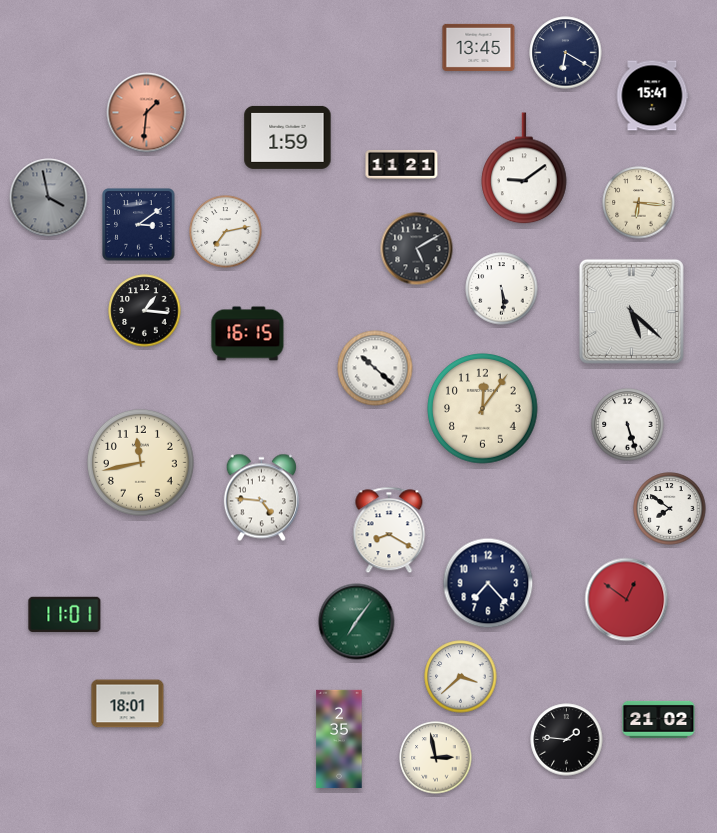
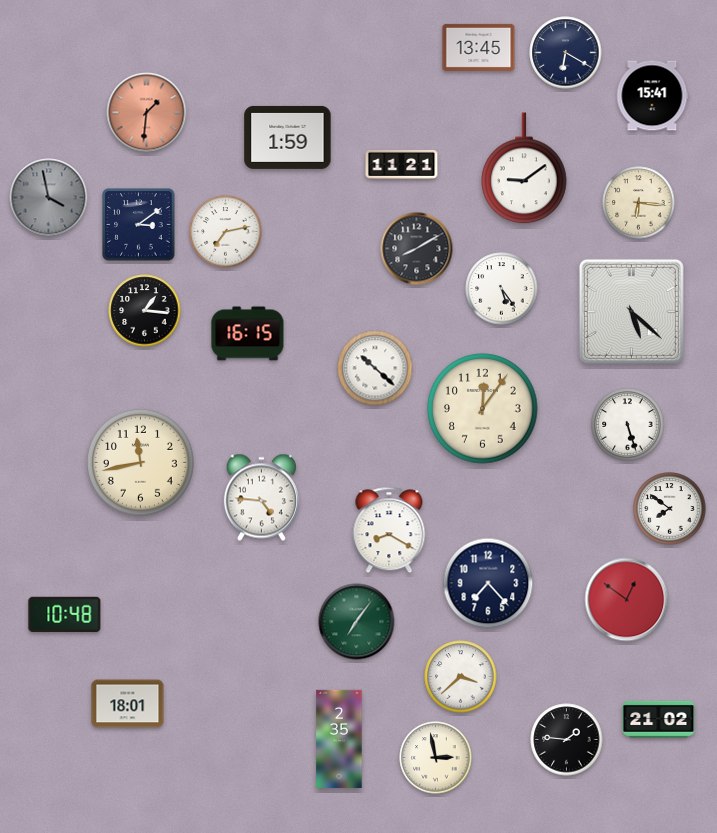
clock at (417, 249): 5:10 -> 8:10
clock at (502, 289): 5:29 -> 5:24
clock at (65, 614): 11:01 -> 10:48
